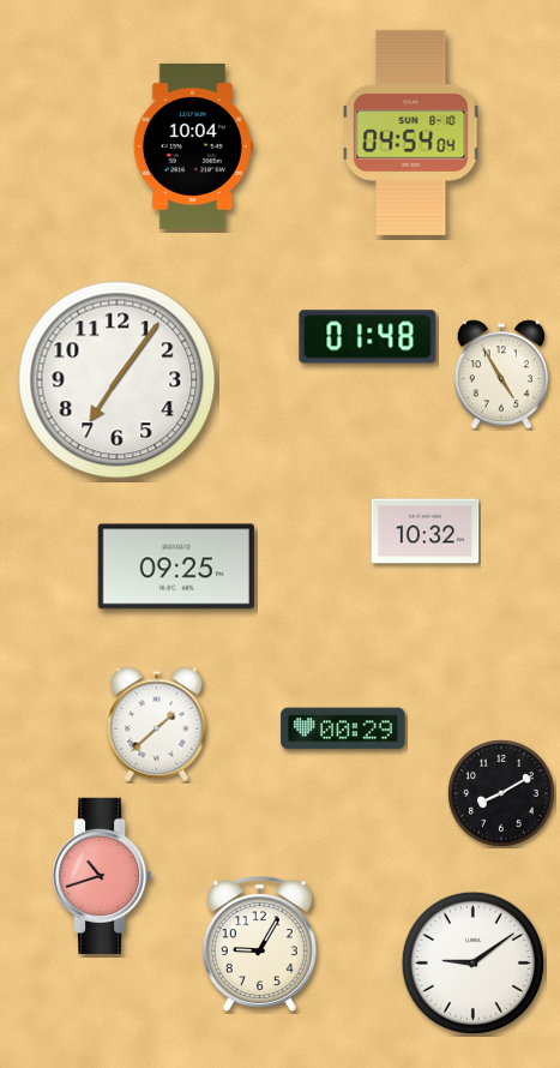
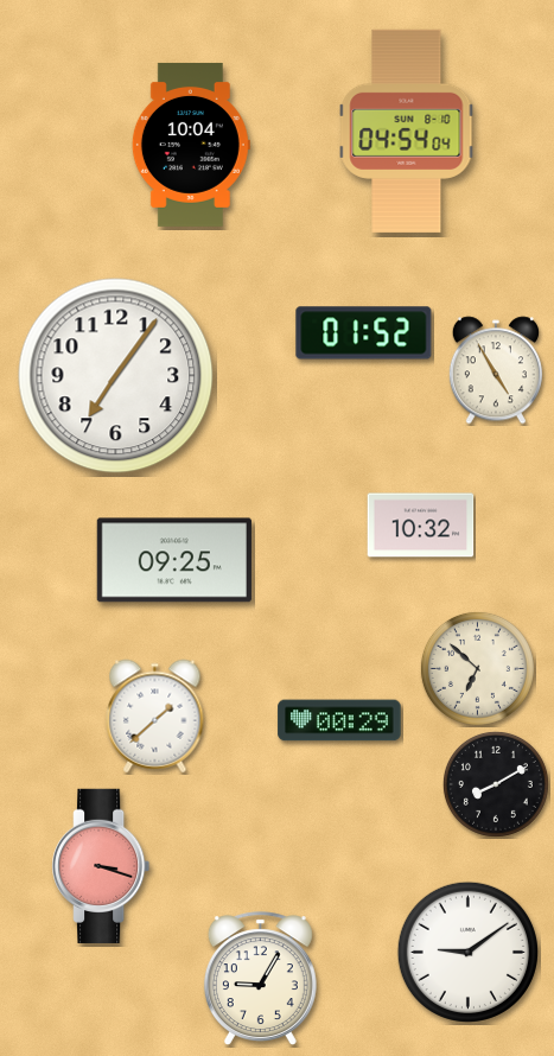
clock at (368, 337): 01:48 -> 01:52
clock at (477, 668): none -> 6:52
clock at (102, 875): 10:42 -> 3:18
clock at (259, 943) position: (259, 943) -> (260, 978)
